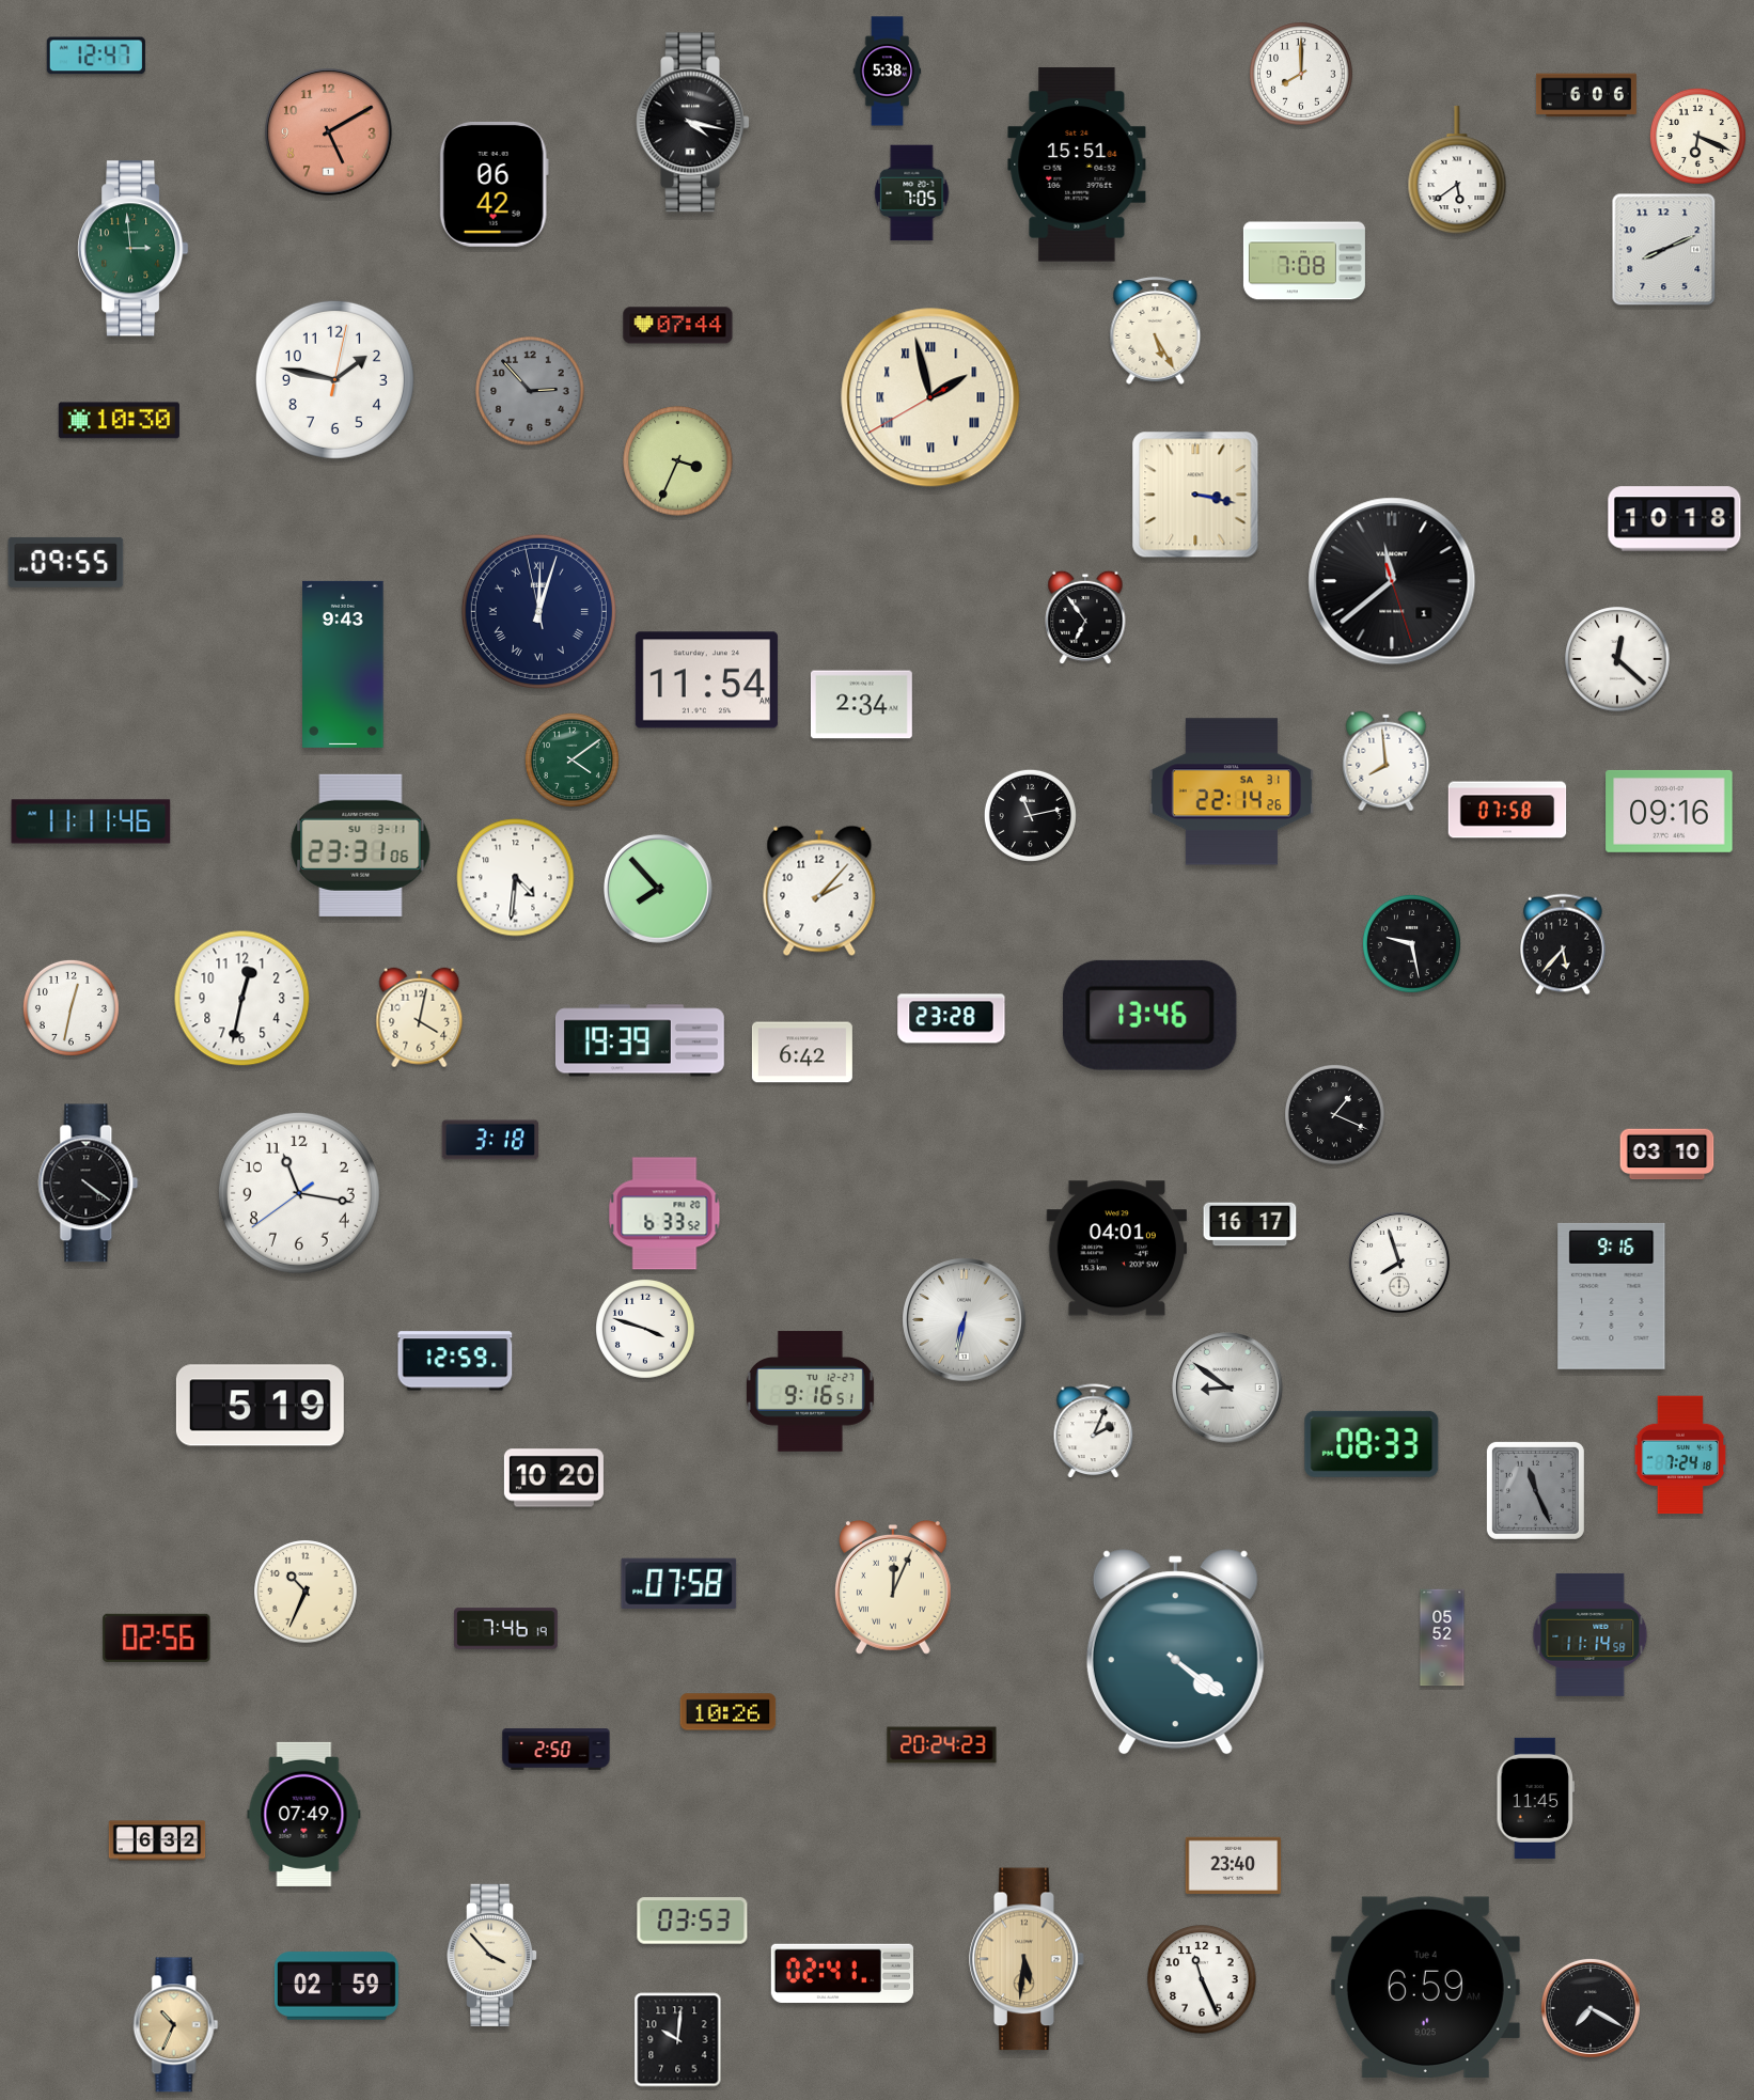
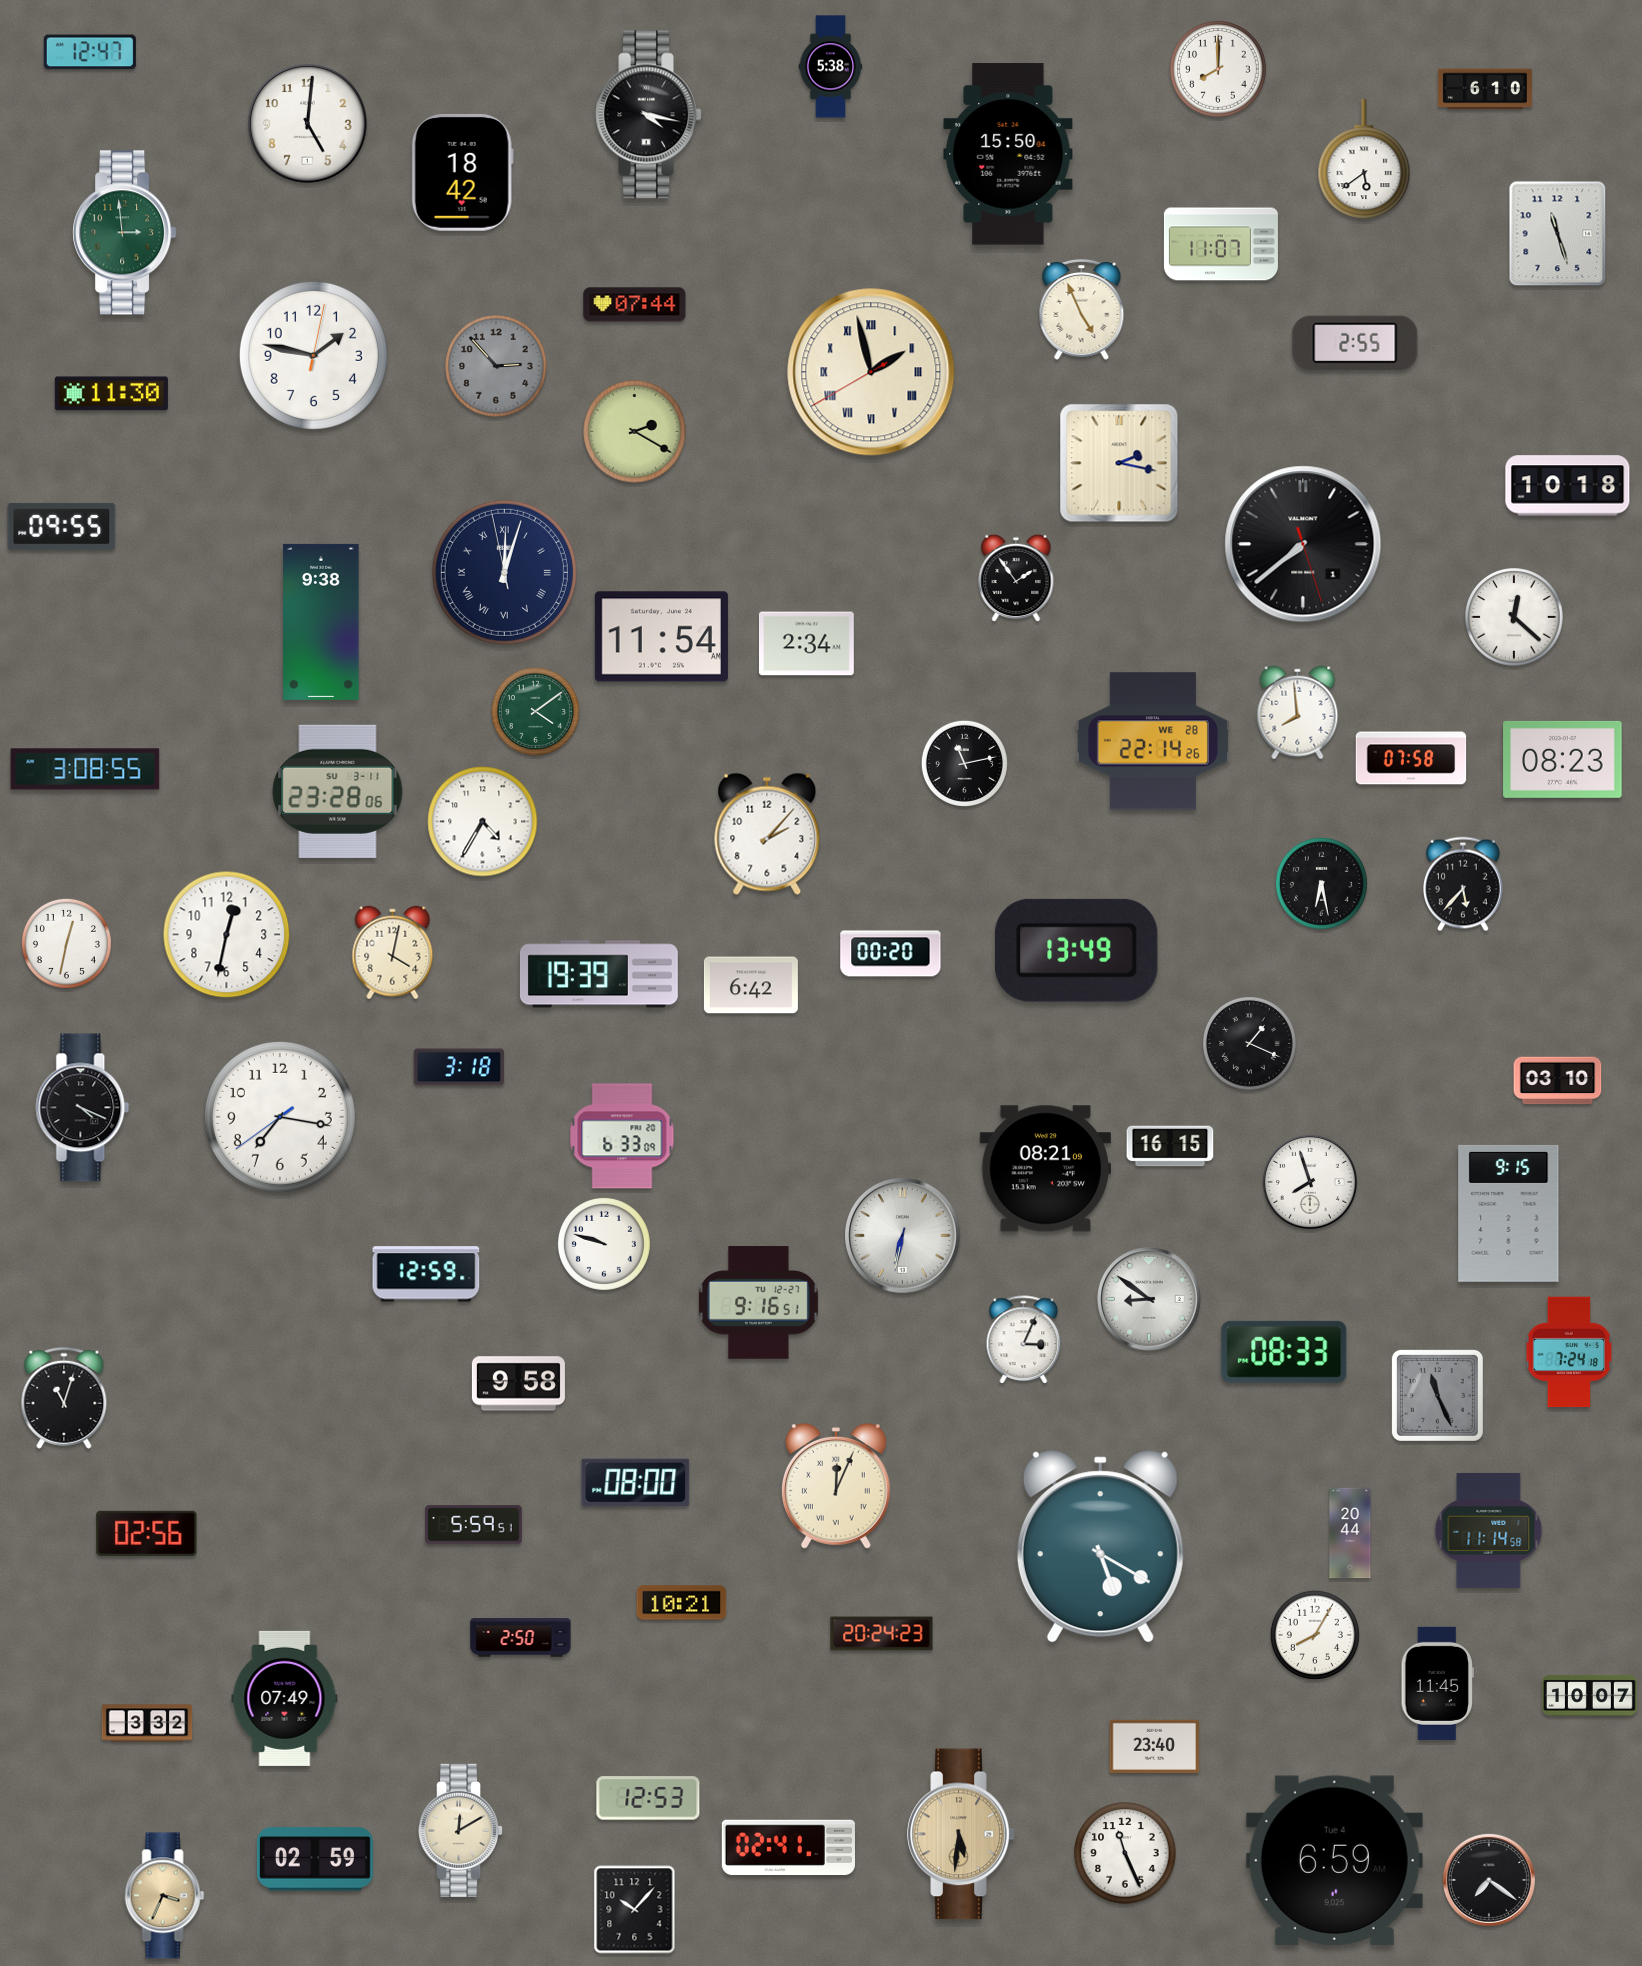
clock at (1586, 95): 6:06 -> 6:10
clock at (329, 132): 5:10 -> 5:01
clock at (329, 132) dial: salmon -> white
clock at (1697, 136): 6:19 -> none
clock at (1077, 164): 15:51 -> 15:50
clock at (494, 184): 06:42 -> 18:42
clock at (912, 193): 7:05 -> none
clock at (1664, 250): 8:11 -> 11:27
clock at (1304, 261): 7:08 -> 11:07
clock at (1156, 330): 5:25 -> 4:56
clock at (1355, 343): none -> 2:55
clock at (119, 421): 10:30 -> 11:30
clock at (678, 461): 3:34 -> 2:20
clock at (1195, 495): 3:17 -> 2:17
clock at (1392, 581): 11:38 -> 7:38
clock at (1085, 617): 6:54 -> 1:54
clock at (343, 664): 9:43 -> 9:38
clock at (861, 705) position: (861, 705) -> (806, 644)
clock at (1232, 792) date: SA 31 -> WE 28
clock at (1670, 811): 09:16 -> 08:23
clock at (91, 821): 11:11 -> 3:08
clock at (361, 845): 23:31 -> 23:28
clock at (516, 878): 4:31 -> 4:35
clock at (658, 889): 7:53 -> none
clock at (1411, 943): 9:28 -> 6:28
clock at (1150, 1015): 13:46 -> 13:49
clock at (952, 1019): 23:28 -> 00:20
clock at (1667, 1155) position: (1667, 1155) -> (1558, 1081)
clock at (89, 1184): 4:21 -> 4:19
clock at (299, 1193): 11:16 -> 7:16
clock at (664, 1213): 6:33:52 -> 6:33:09
clock at (1250, 1224): 16:17 -> 16:15
clock at (1116, 1249): 04:01 -> 08:21
clock at (1612, 1296): 9:16 -> 9:15
clock at (645, 1329): 3:48 -> 9:48
clock at (260, 1406): 5:19 -> none
clock at (1094, 1430): 2:04 -> 3:04
clock at (1680, 1455) position: (1680, 1455) -> (1569, 1352)
clock at (553, 1478): 10:20 -> 9:58
clock at (64, 1398): none -> 11:03
clock at (679, 1583): 07:58 -> 08:00
clock at (306, 1592): 10:34 -> none
clock at (506, 1629): 7:46 -> 5:59
clock at (1442, 1637): 05:52 -> 20:44
clock at (1175, 1652): 4:21 -> 5:20
clock at (729, 1712): 10:26 -> 10:21
clock at (1315, 1635): none -> 8:05
clock at (1589, 1696): none -> 10:07
clock at (157, 1840): 6:32 -> 3:32
clock at (692, 1921): 03:53 -> 12:53
clock at (494, 1955): 3:53 -> 12:10
clock at (1591, 2008): 7:20 -> 7:21
clock at (176, 2025): 10:34 -> 3:34
clock at (678, 2040): 10:01 -> 10:07
